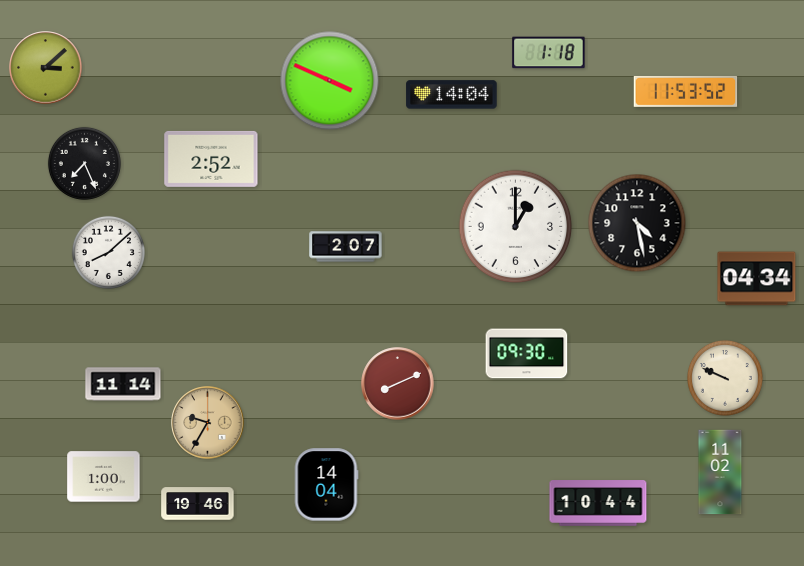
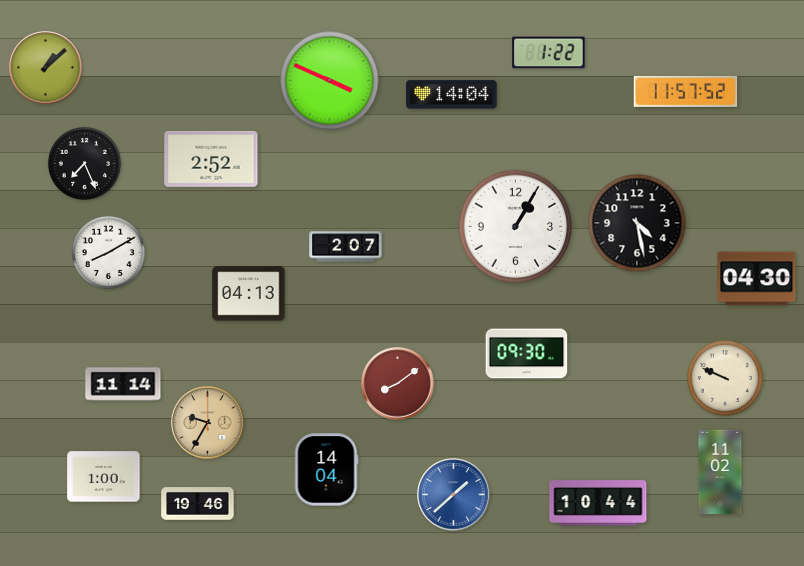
clock at (549, 53): 1:18 -> 1:22
clock at (46, 68): 3:08 -> 1:08
clock at (686, 91): 11:53 -> 11:57
clock at (516, 227): 1:00 -> 1:05
clock at (108, 252): 8:08 -> 8:10
clock at (757, 279): 04:34 -> 04:30
clock at (249, 294): none -> 04:13
clock at (398, 384): 8:11 -> 8:09
clock at (326, 485) position: (326, 485) -> (326, 470)
clock at (454, 495): none -> 1:38
